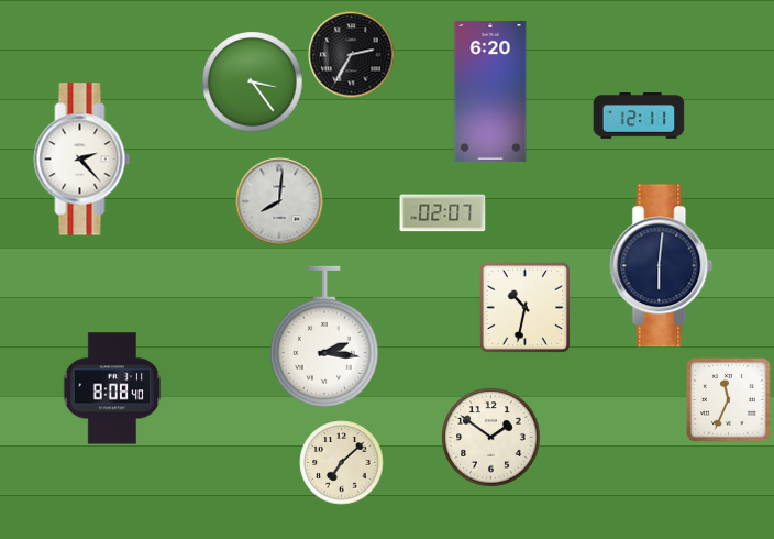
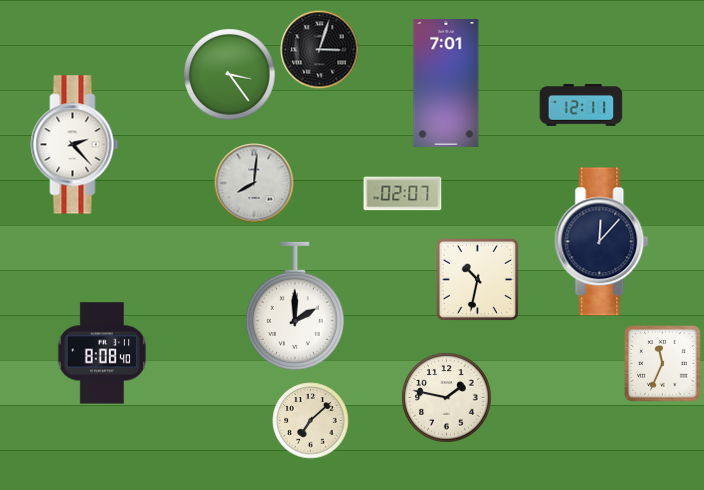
clock at (352, 55): 2:35 -> 3:03
clock at (490, 91): 6:20 -> 7:01
clock at (662, 266): 6:01 -> 12:07
clock at (324, 337): 2:16 -> 2:00
clock at (491, 438): 1:51 -> 1:47
